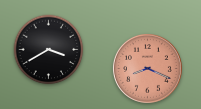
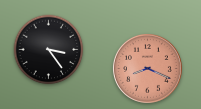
clock at (49, 50): 3:40 -> 3:24
